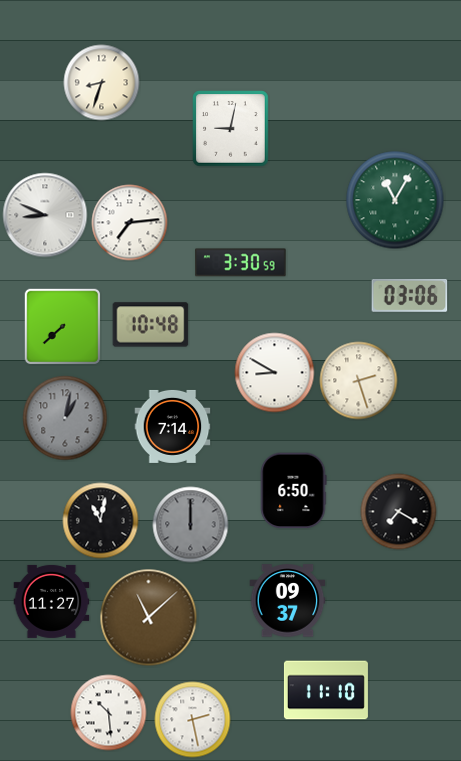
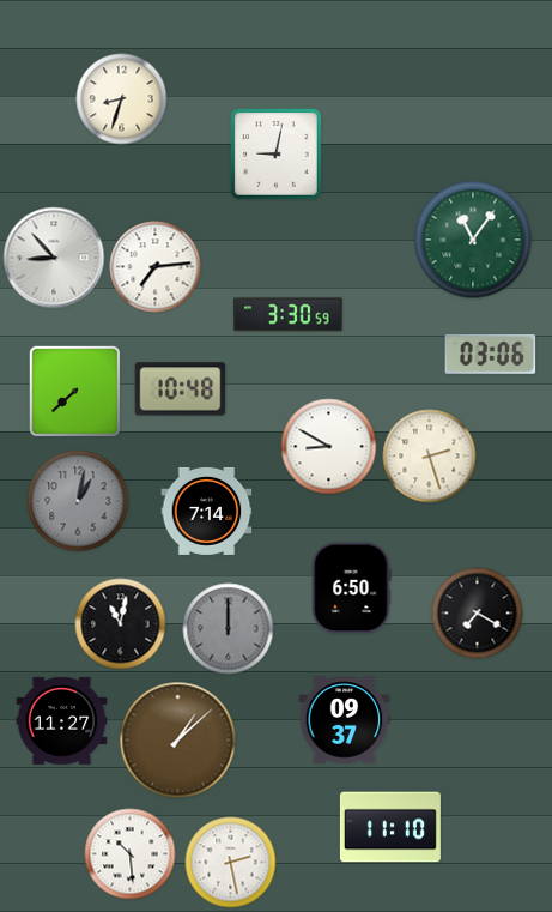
clock at (395, 200): 11:05 -> 11:06
clock at (45, 215): 8:49 -> 8:53
clock at (149, 618): 11:08 -> 1:08
